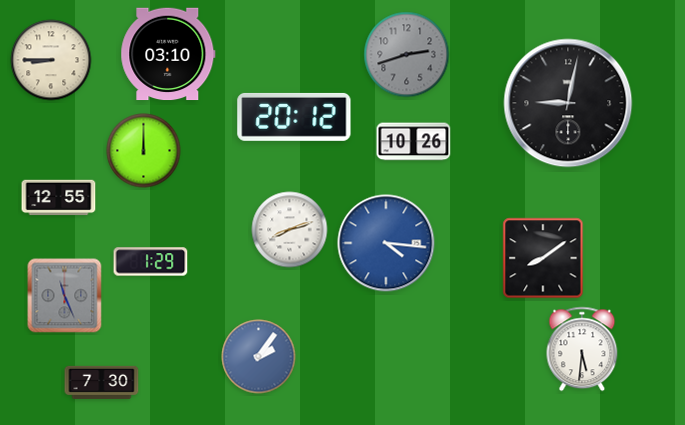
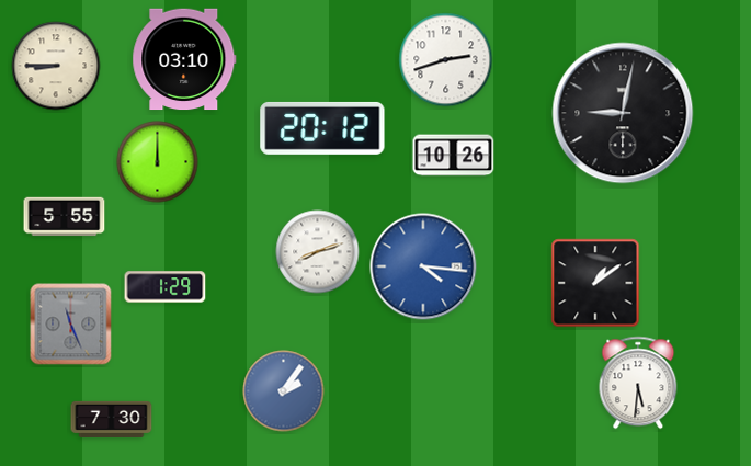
clock at (407, 55) dial: grey -> white
clock at (144, 151) position: (144, 151) -> (158, 162)
clock at (59, 198): 12:55 -> 5:55
clock at (543, 258): 8:09 -> 1:09
